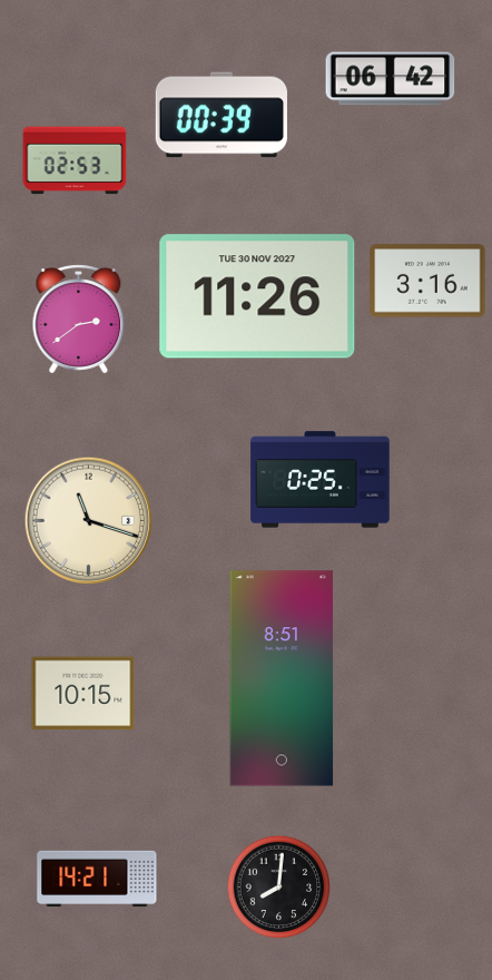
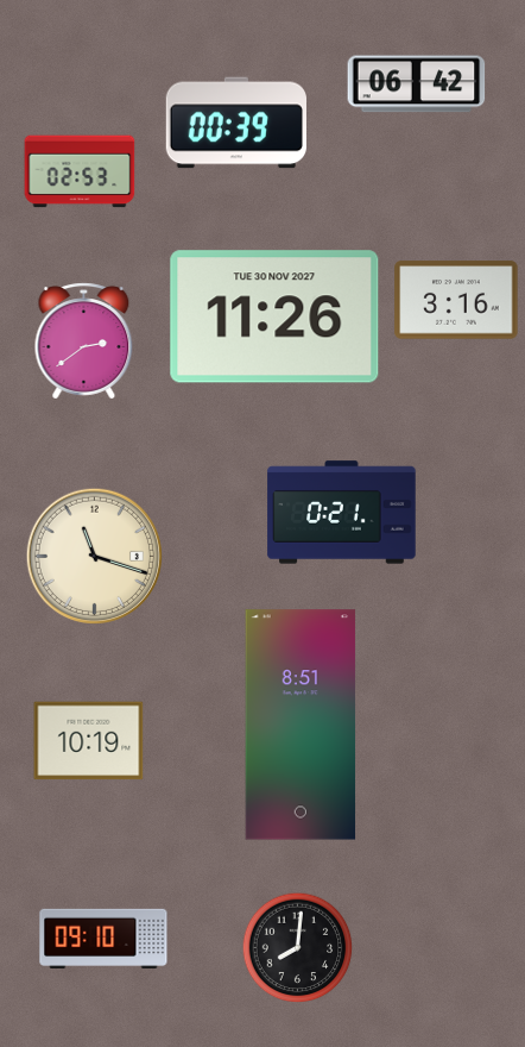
clock at (321, 480): 0:25 -> 0:21
clock at (83, 694): 10:15 -> 10:19
clock at (97, 878): 14:21 -> 09:10
